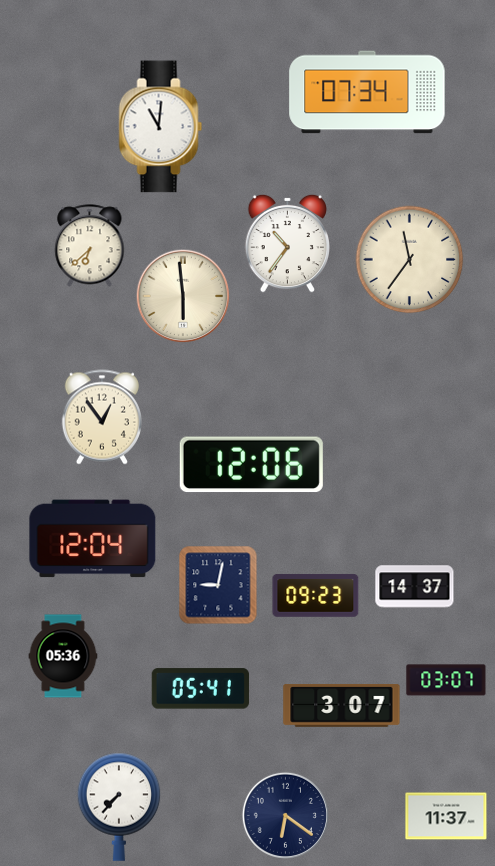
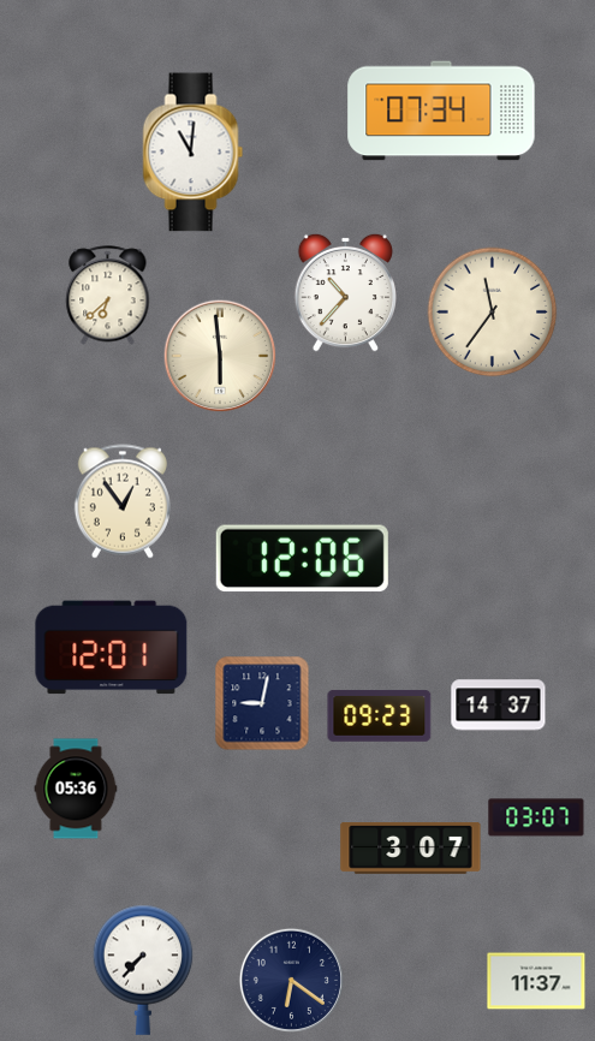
clock at (287, 243): 10:36 -> 10:37
clock at (93, 539): 12:04 -> 12:01
clock at (200, 689): 05:41 -> none
clock at (285, 815) position: (285, 815) -> (291, 980)
